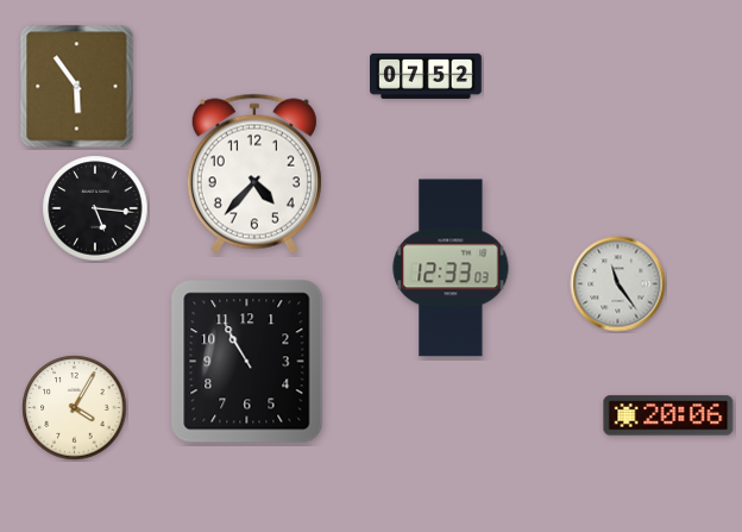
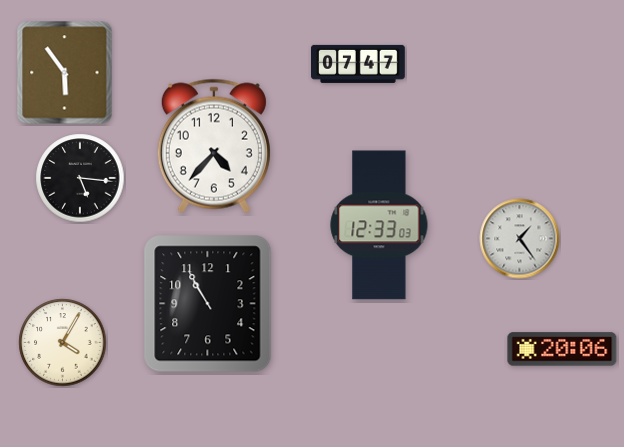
clock at (427, 76): 07:52 -> 07:47
clock at (95, 208) position: (95, 208) -> (80, 178)
clock at (618, 284): 11:24 -> 1:24
